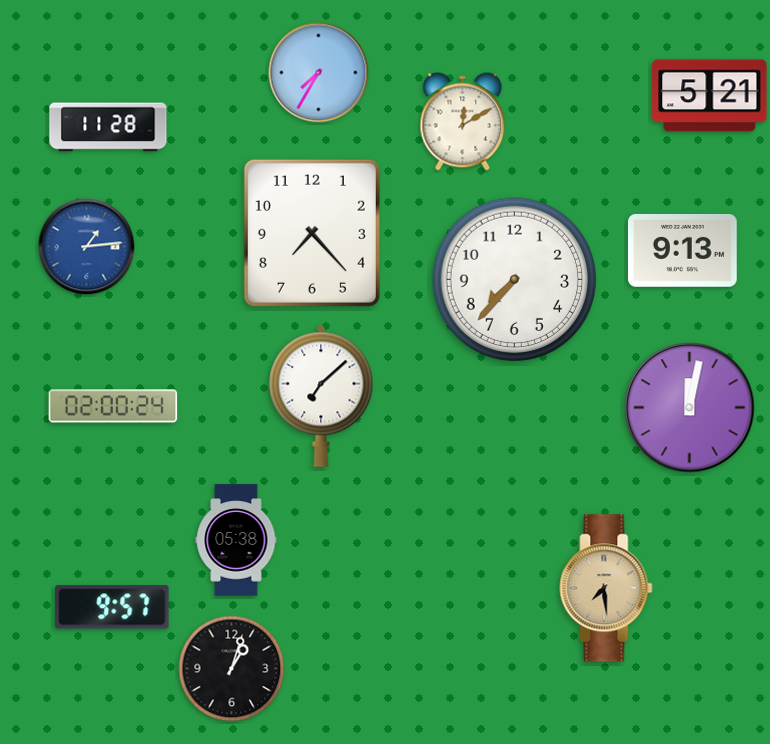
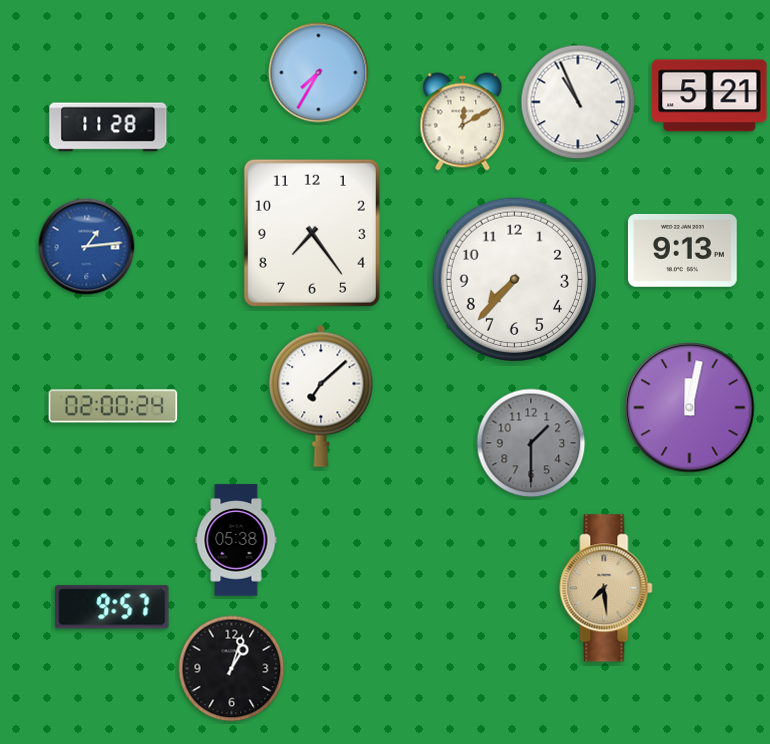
clock at (578, 102): none -> 10:56
clock at (312, 233): 7:23 -> 7:24
clock at (531, 443): none -> 1:30
